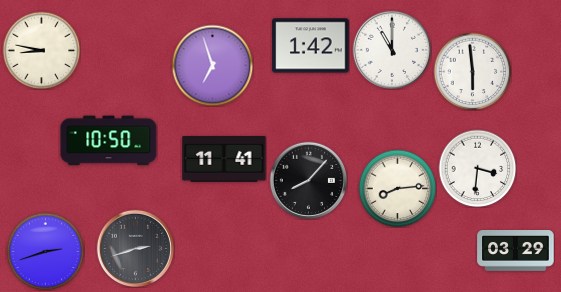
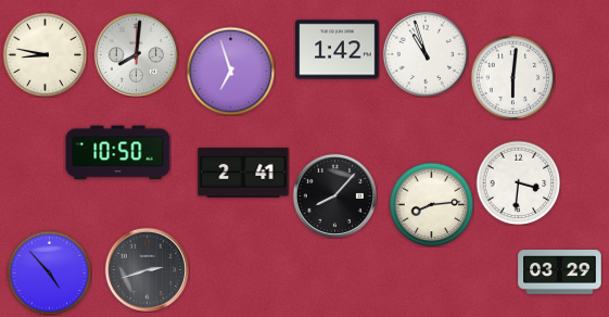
clock at (391, 49): 11:00 -> 10:57
clock at (136, 54): none -> 8:01
clock at (472, 71): 5:59 -> 6:01
clock at (224, 159): 11:41 -> 2:41
clock at (45, 251): 2:42 -> 4:53
